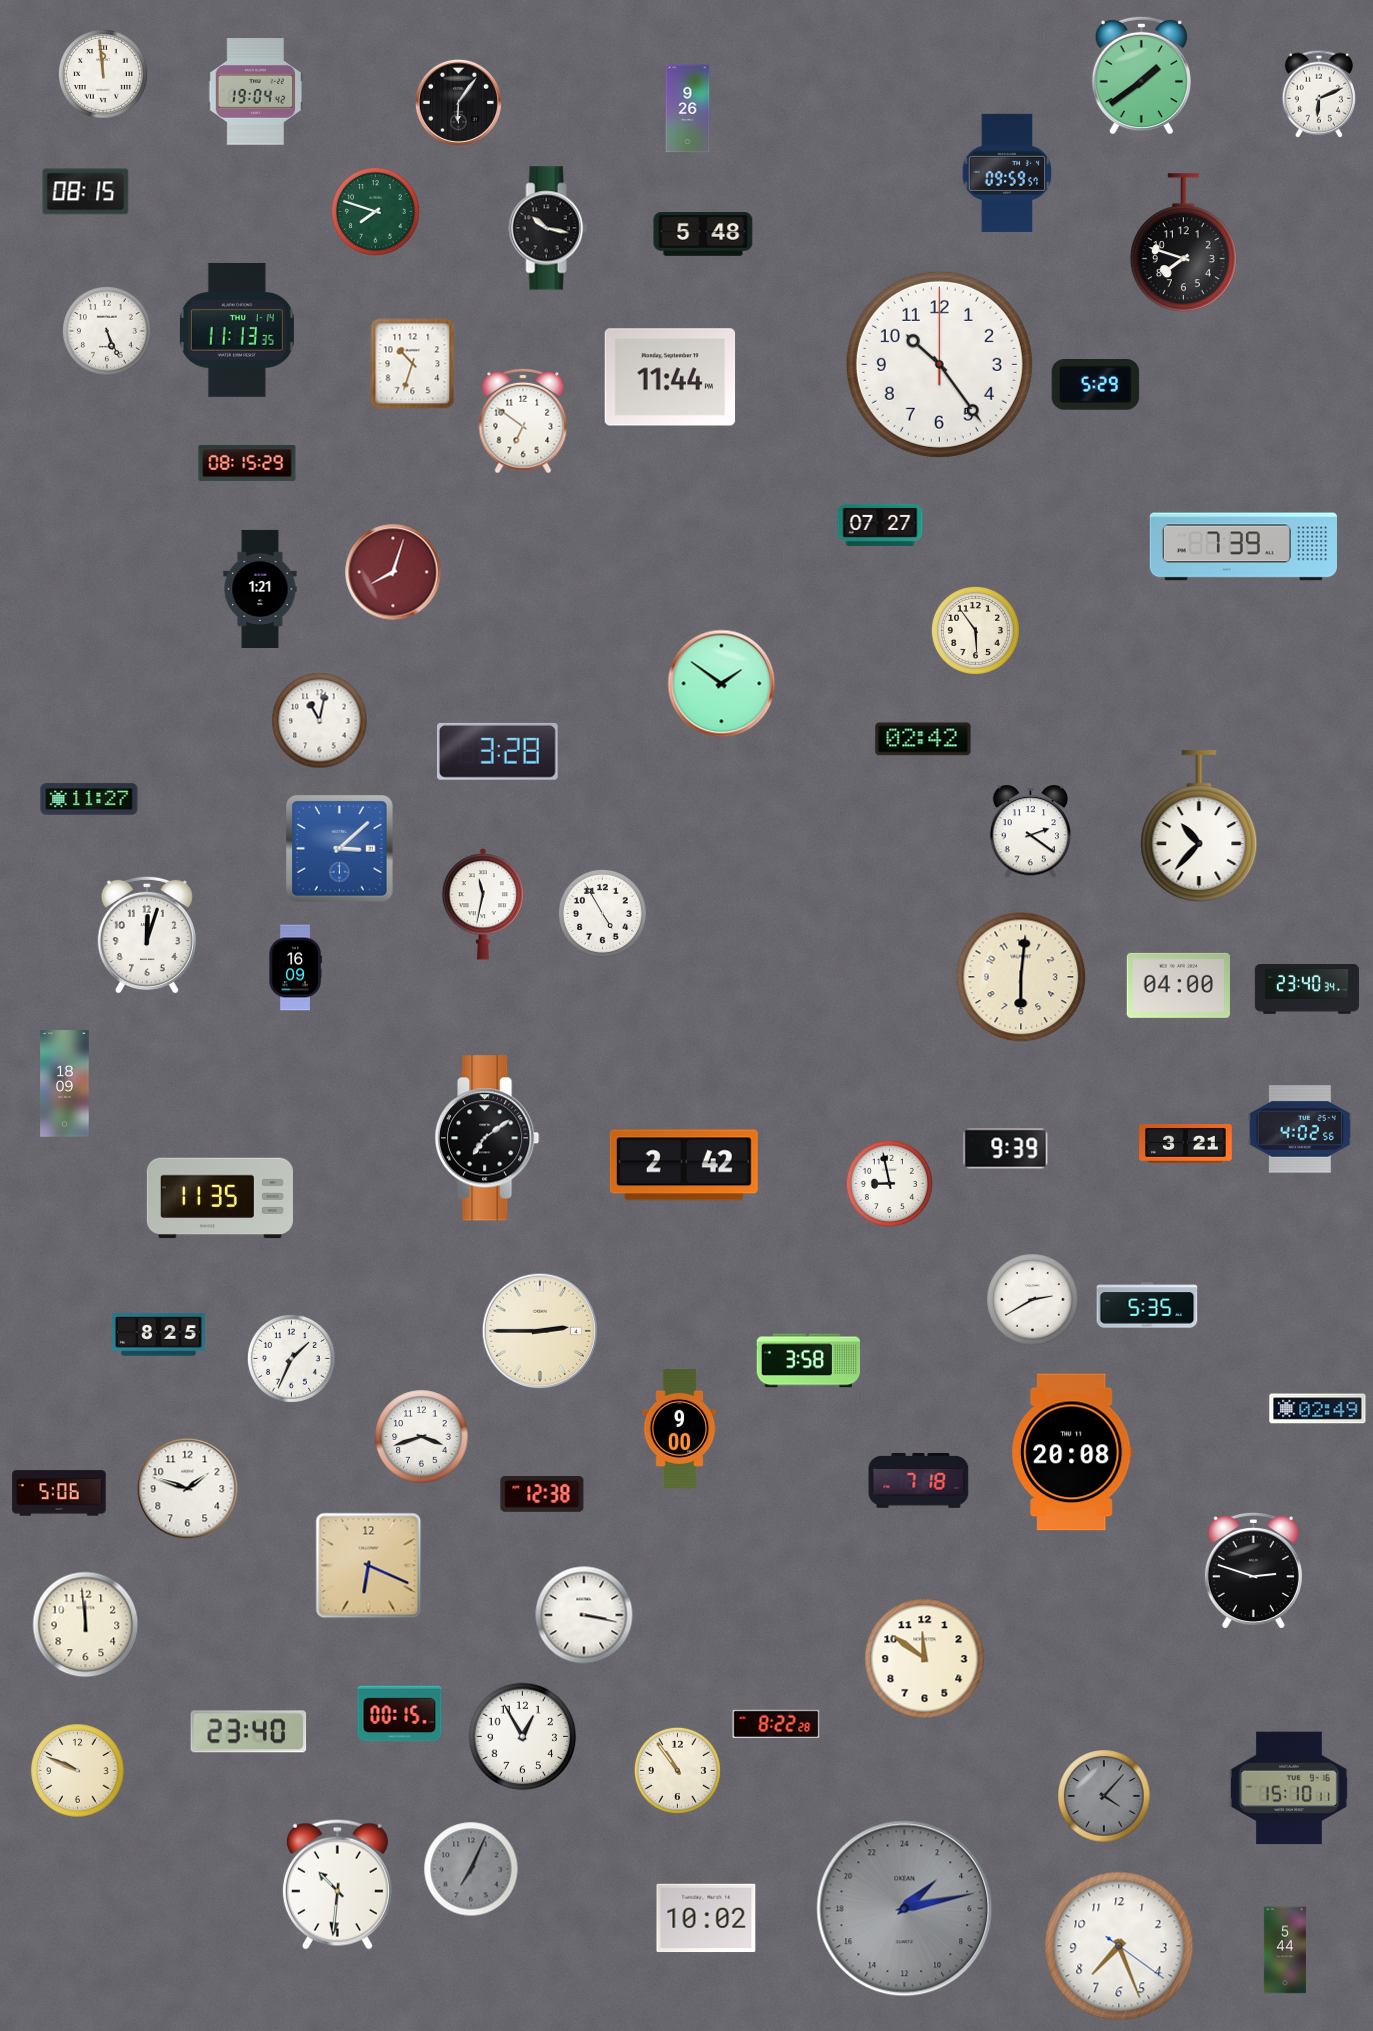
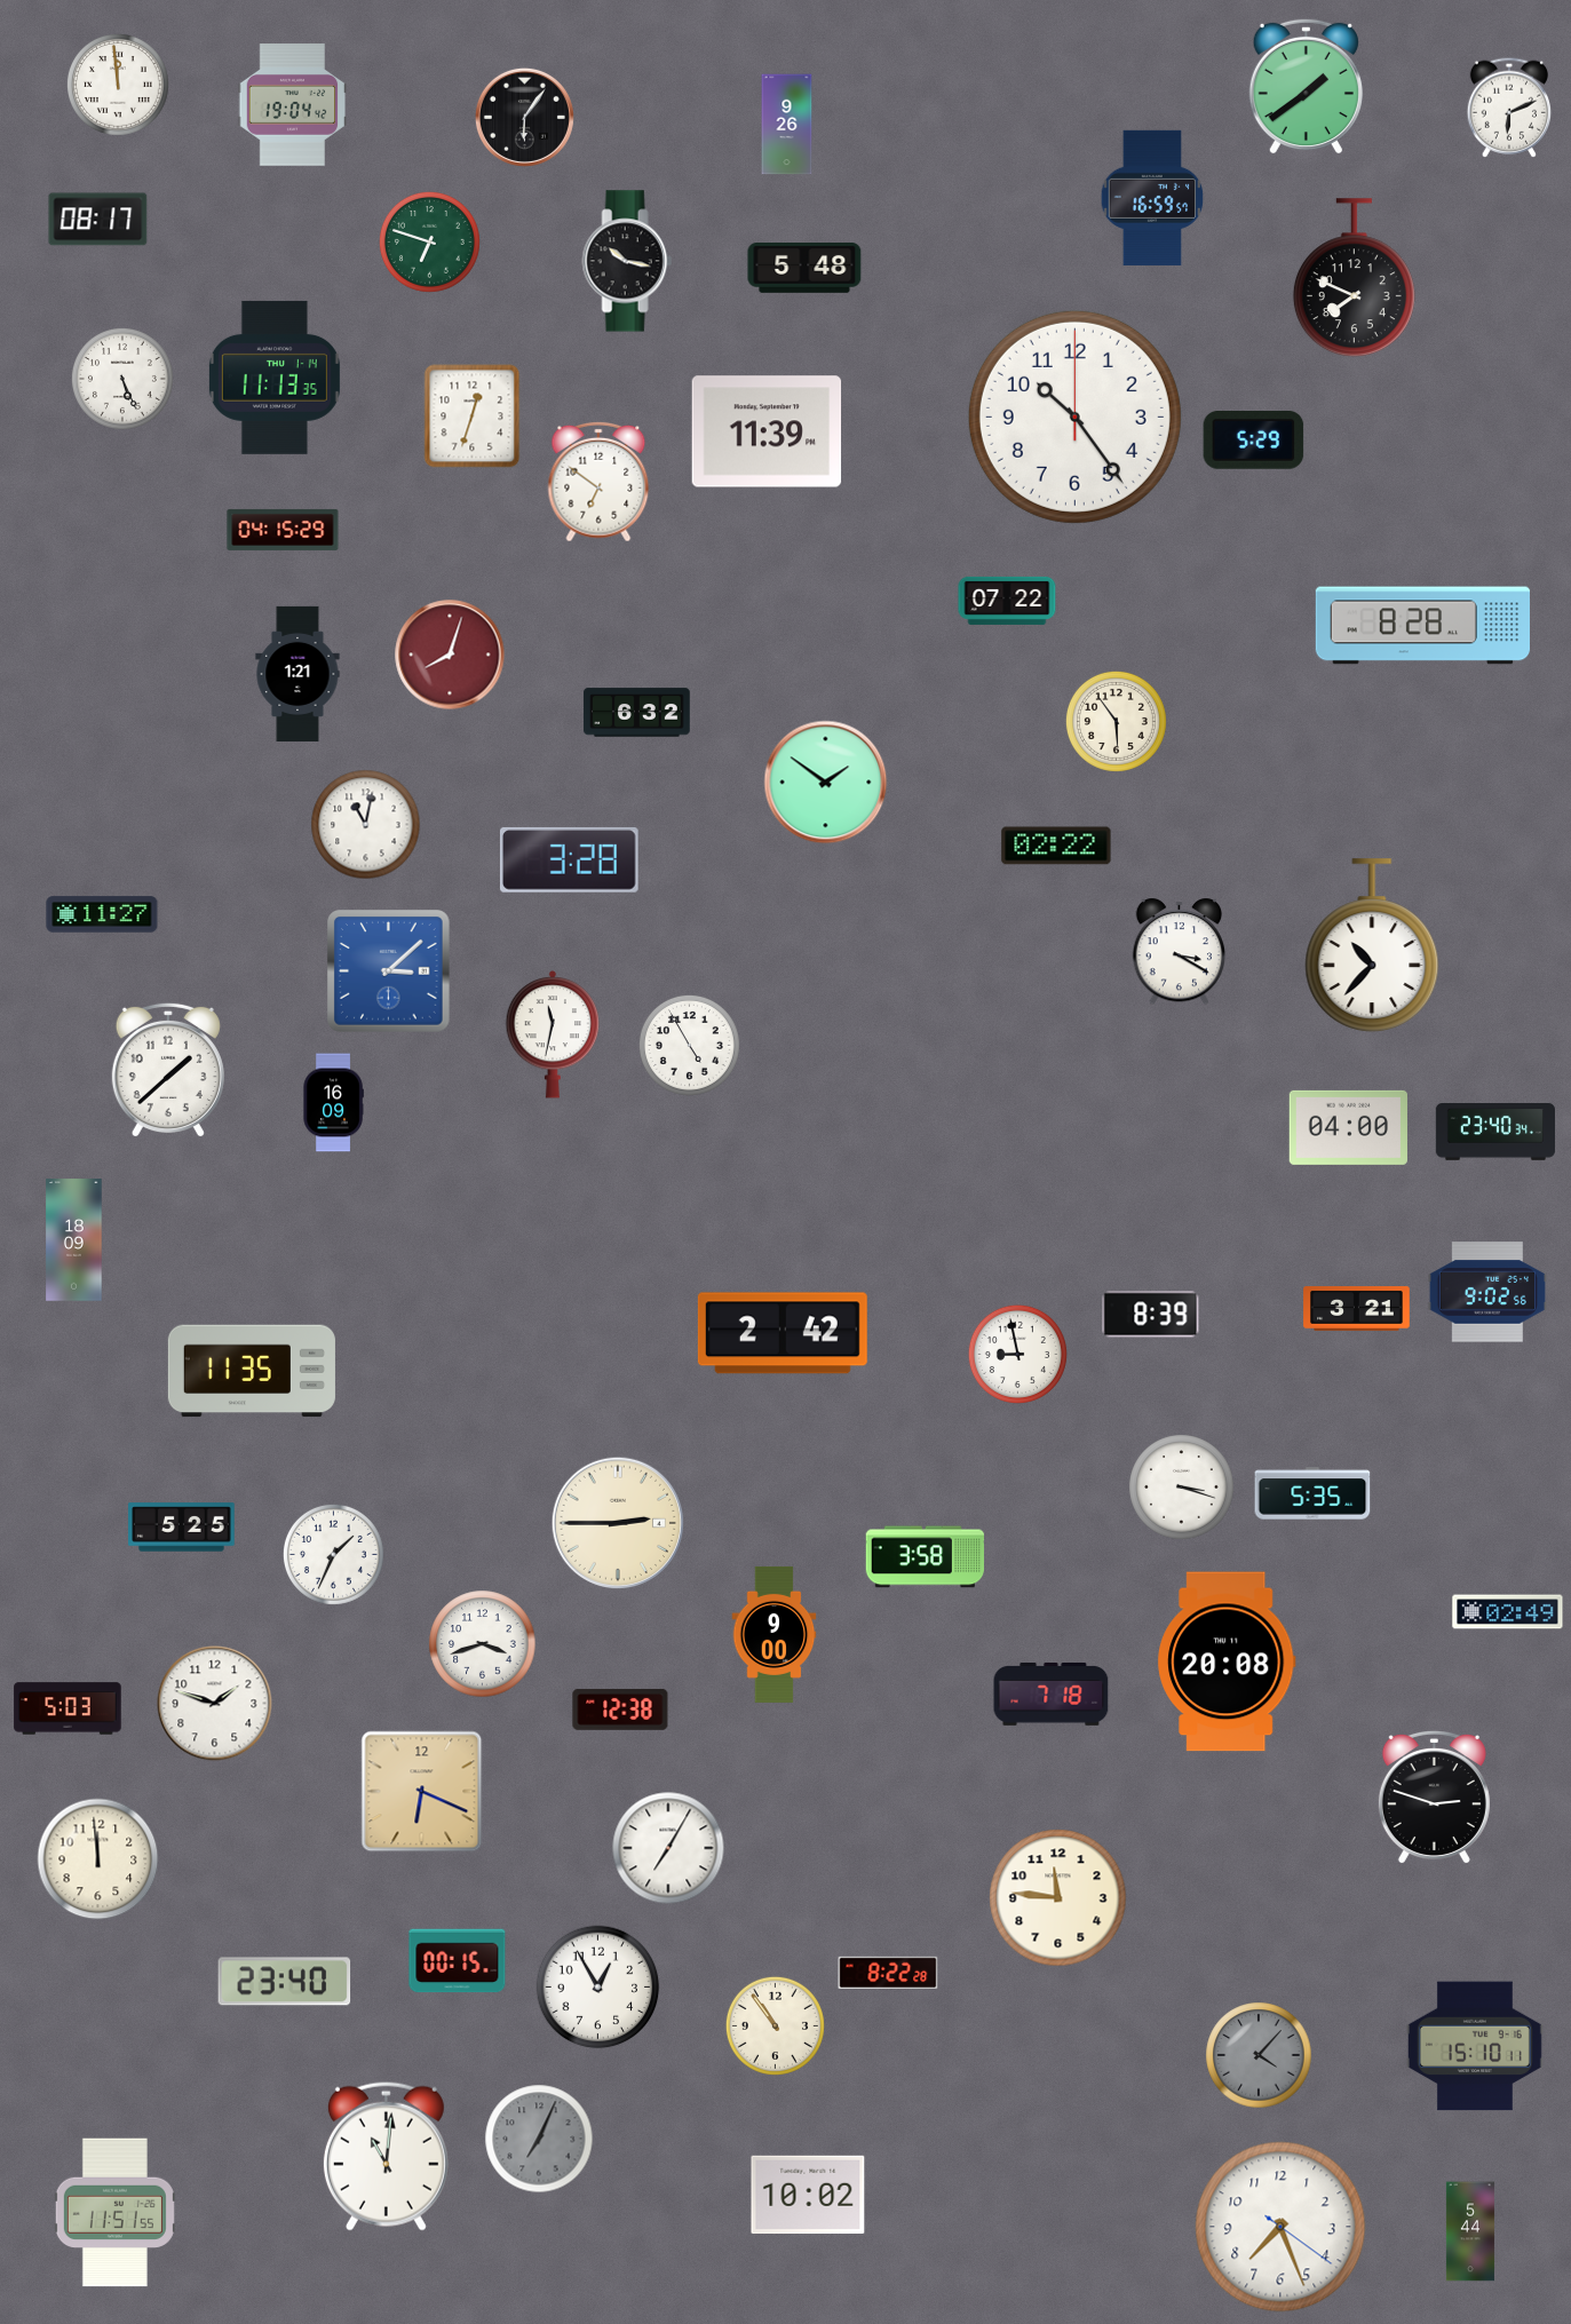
clock at (1007, 173): 09:59 -> 16:59
clock at (86, 192): 08:15 -> 08:17
clock at (375, 211): 7:48 -> 6:48
clock at (1183, 243): 7:48 -> 7:49
clock at (237, 330) position: (237, 330) -> (275, 378)
clock at (413, 364): 10:33 -> 12:33
clock at (670, 377): 11:44 -> 11:39
clock at (247, 463): 08:15 -> 04:15
clock at (880, 525): 07:27 -> 07:22
clock at (1243, 547): 7:39 -> 8:28
clock at (637, 713): none -> 6:32
clock at (923, 739): 02:42 -> 02:22
clock at (1031, 832): 2:21 -> 3:20
clock at (147, 935): 12:03 -> 1:38
clock at (295, 968) position: (295, 968) -> (333, 1103)
clock at (1021, 977): 6:01 -> none
clock at (1300, 1129): 4:02 -> 9:02
clock at (487, 1138): 7:09 -> none
clock at (1006, 1149): 9:39 -> 8:39
clock at (1033, 1300): 2:40 -> 3:18
clock at (159, 1335): 8:25 -> 5:25
clock at (680, 1428) position: (680, 1428) -> (775, 1634)
clock at (59, 1493): 5:06 -> 5:03
clock at (584, 1615): 3:17 -> 7:05
clock at (925, 1659): 11:51 -> 11:46
clock at (78, 1771): 9:49 -> none
clock at (1104, 1796) position: (1104, 1796) -> (1259, 2055)
clock at (337, 1884): 10:31 -> 11:01
clock at (905, 1909): 3:13 -> none
clock at (114, 2213): none -> 11:51
